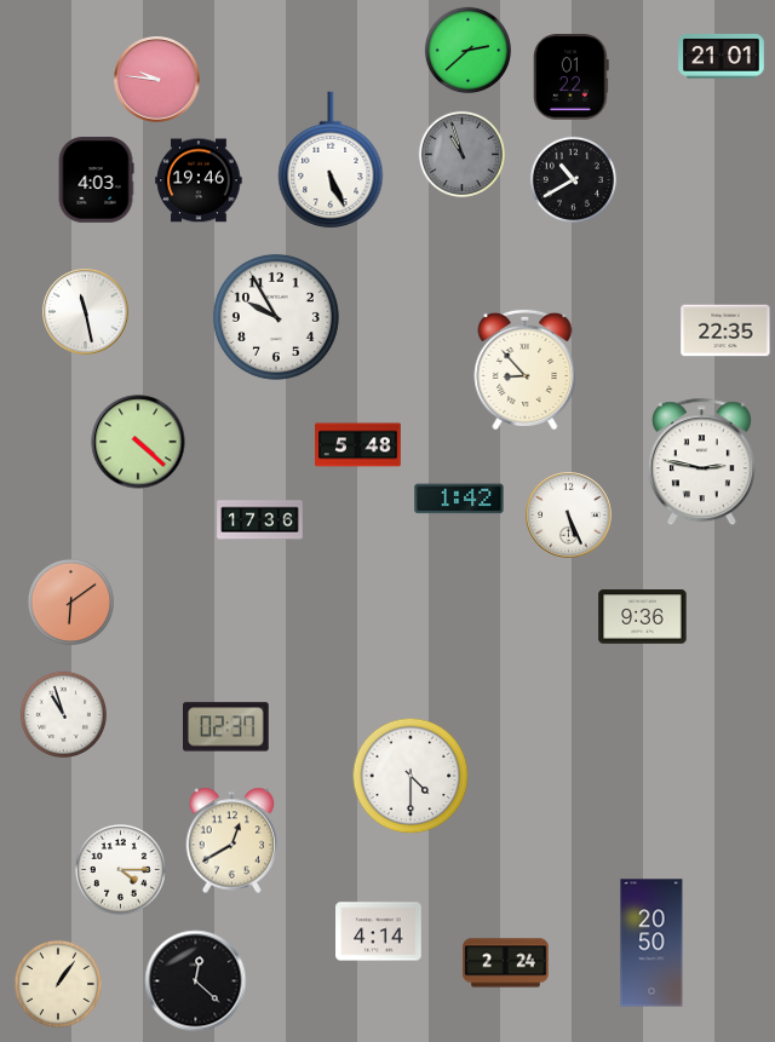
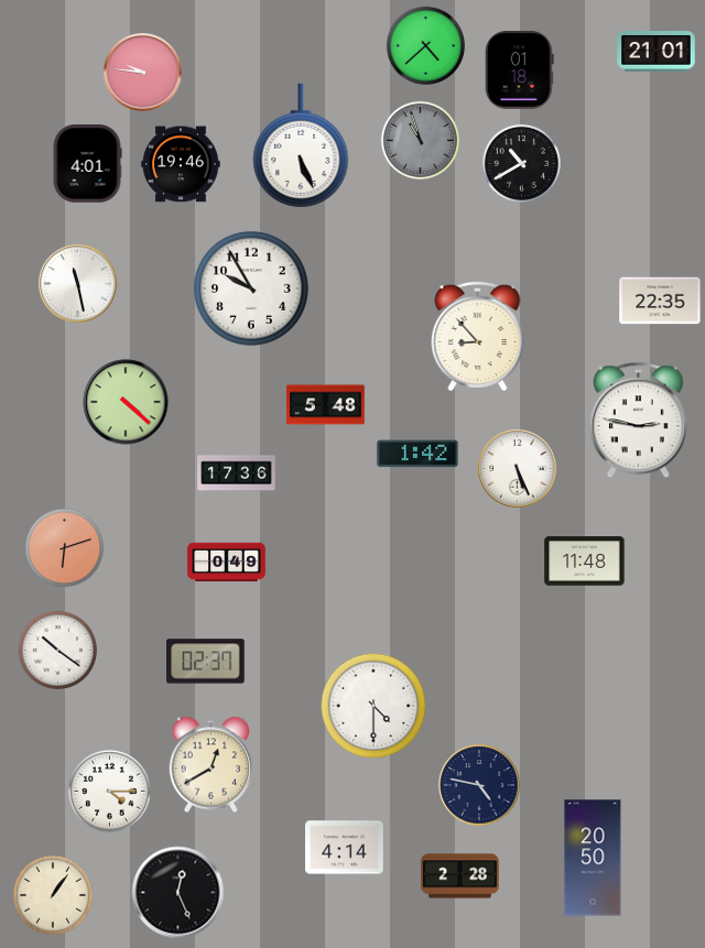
clock at (467, 50): 2:38 -> 4:38
clock at (570, 77): 01:22 -> 01:18
clock at (96, 180): 4:03 -> 4:01
clock at (70, 601): 6:09 -> 6:12
clock at (643, 617): 9:36 -> 11:48
clock at (227, 563): none -> 0:49
clock at (63, 714): 10:57 -> 10:21
clock at (479, 785): none -> 4:47
clock at (506, 963): 2:24 -> 2:28
clock at (196, 981): 12:22 -> 12:26
